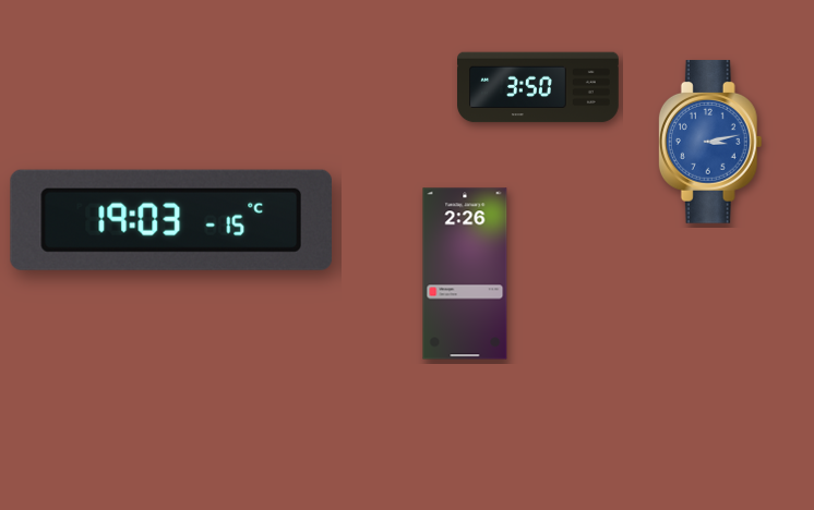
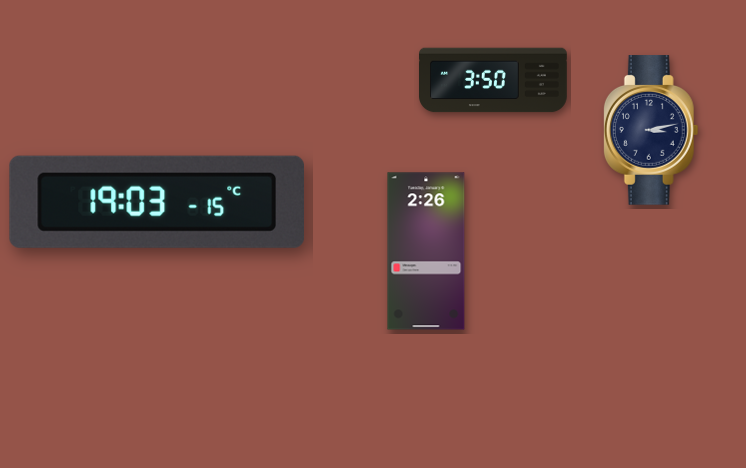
clock at (710, 142) dial: blue -> navy
